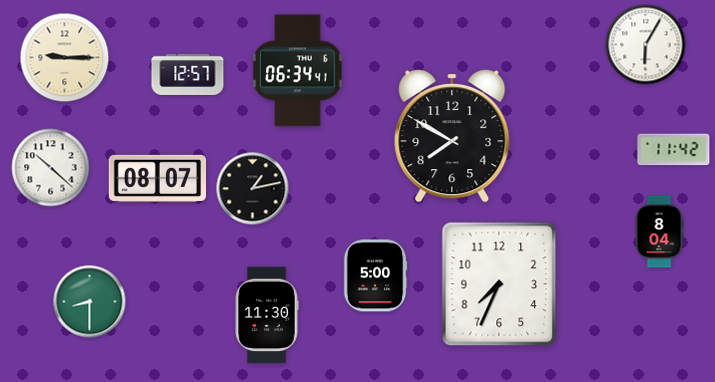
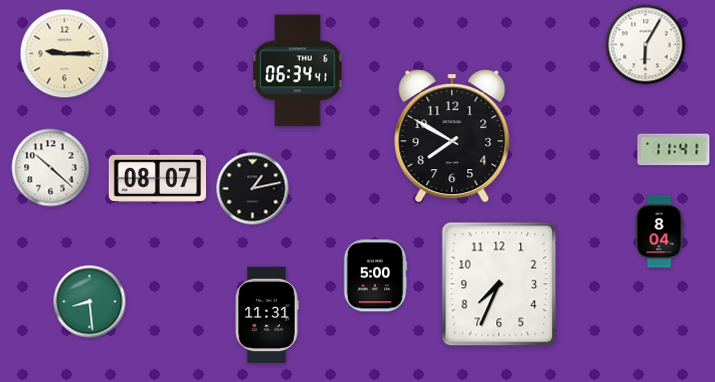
clock at (65, 58) position: (65, 58) -> (65, 54)
clock at (188, 74): 12:57 -> none
clock at (674, 150): 11:42 -> 11:41
clock at (90, 302): 8:30 -> 8:29
clock at (267, 315): 11:30 -> 11:31
